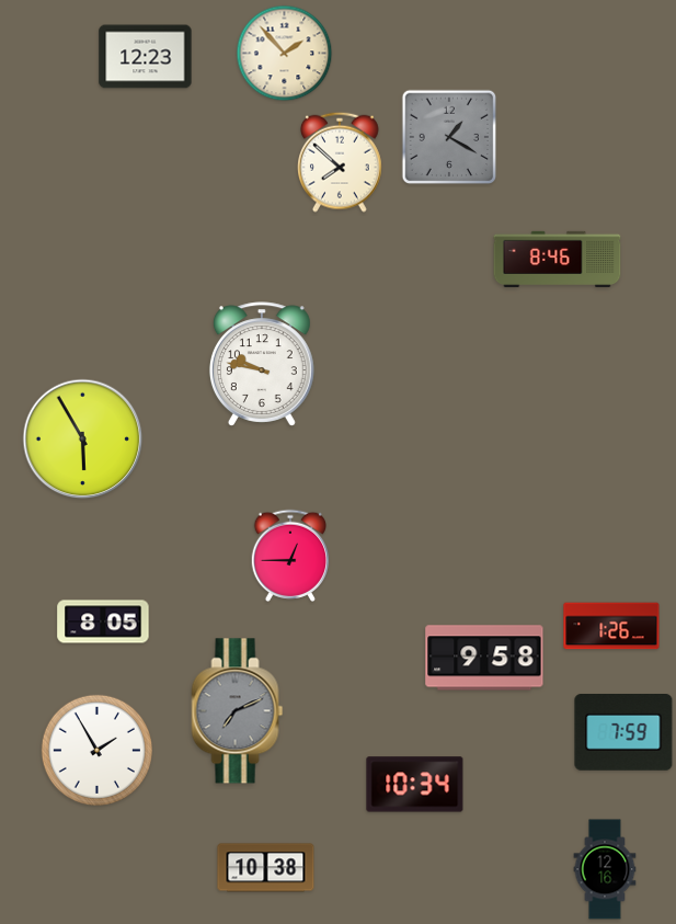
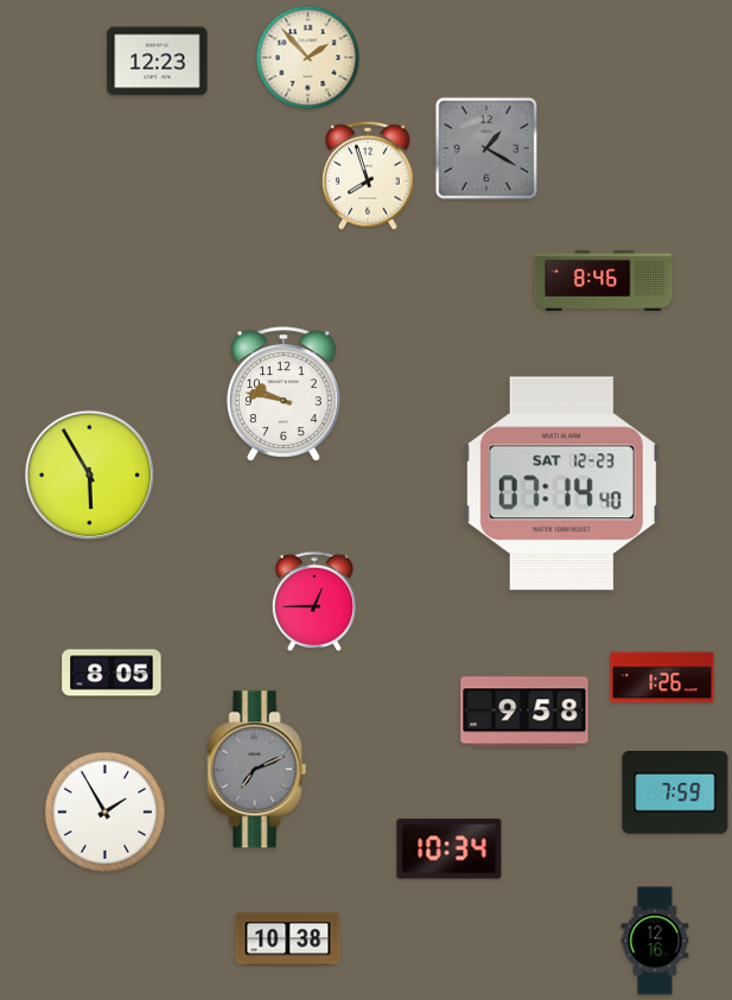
clock at (341, 162): 7:52 -> 7:57
clock at (561, 484): none -> 07:14
